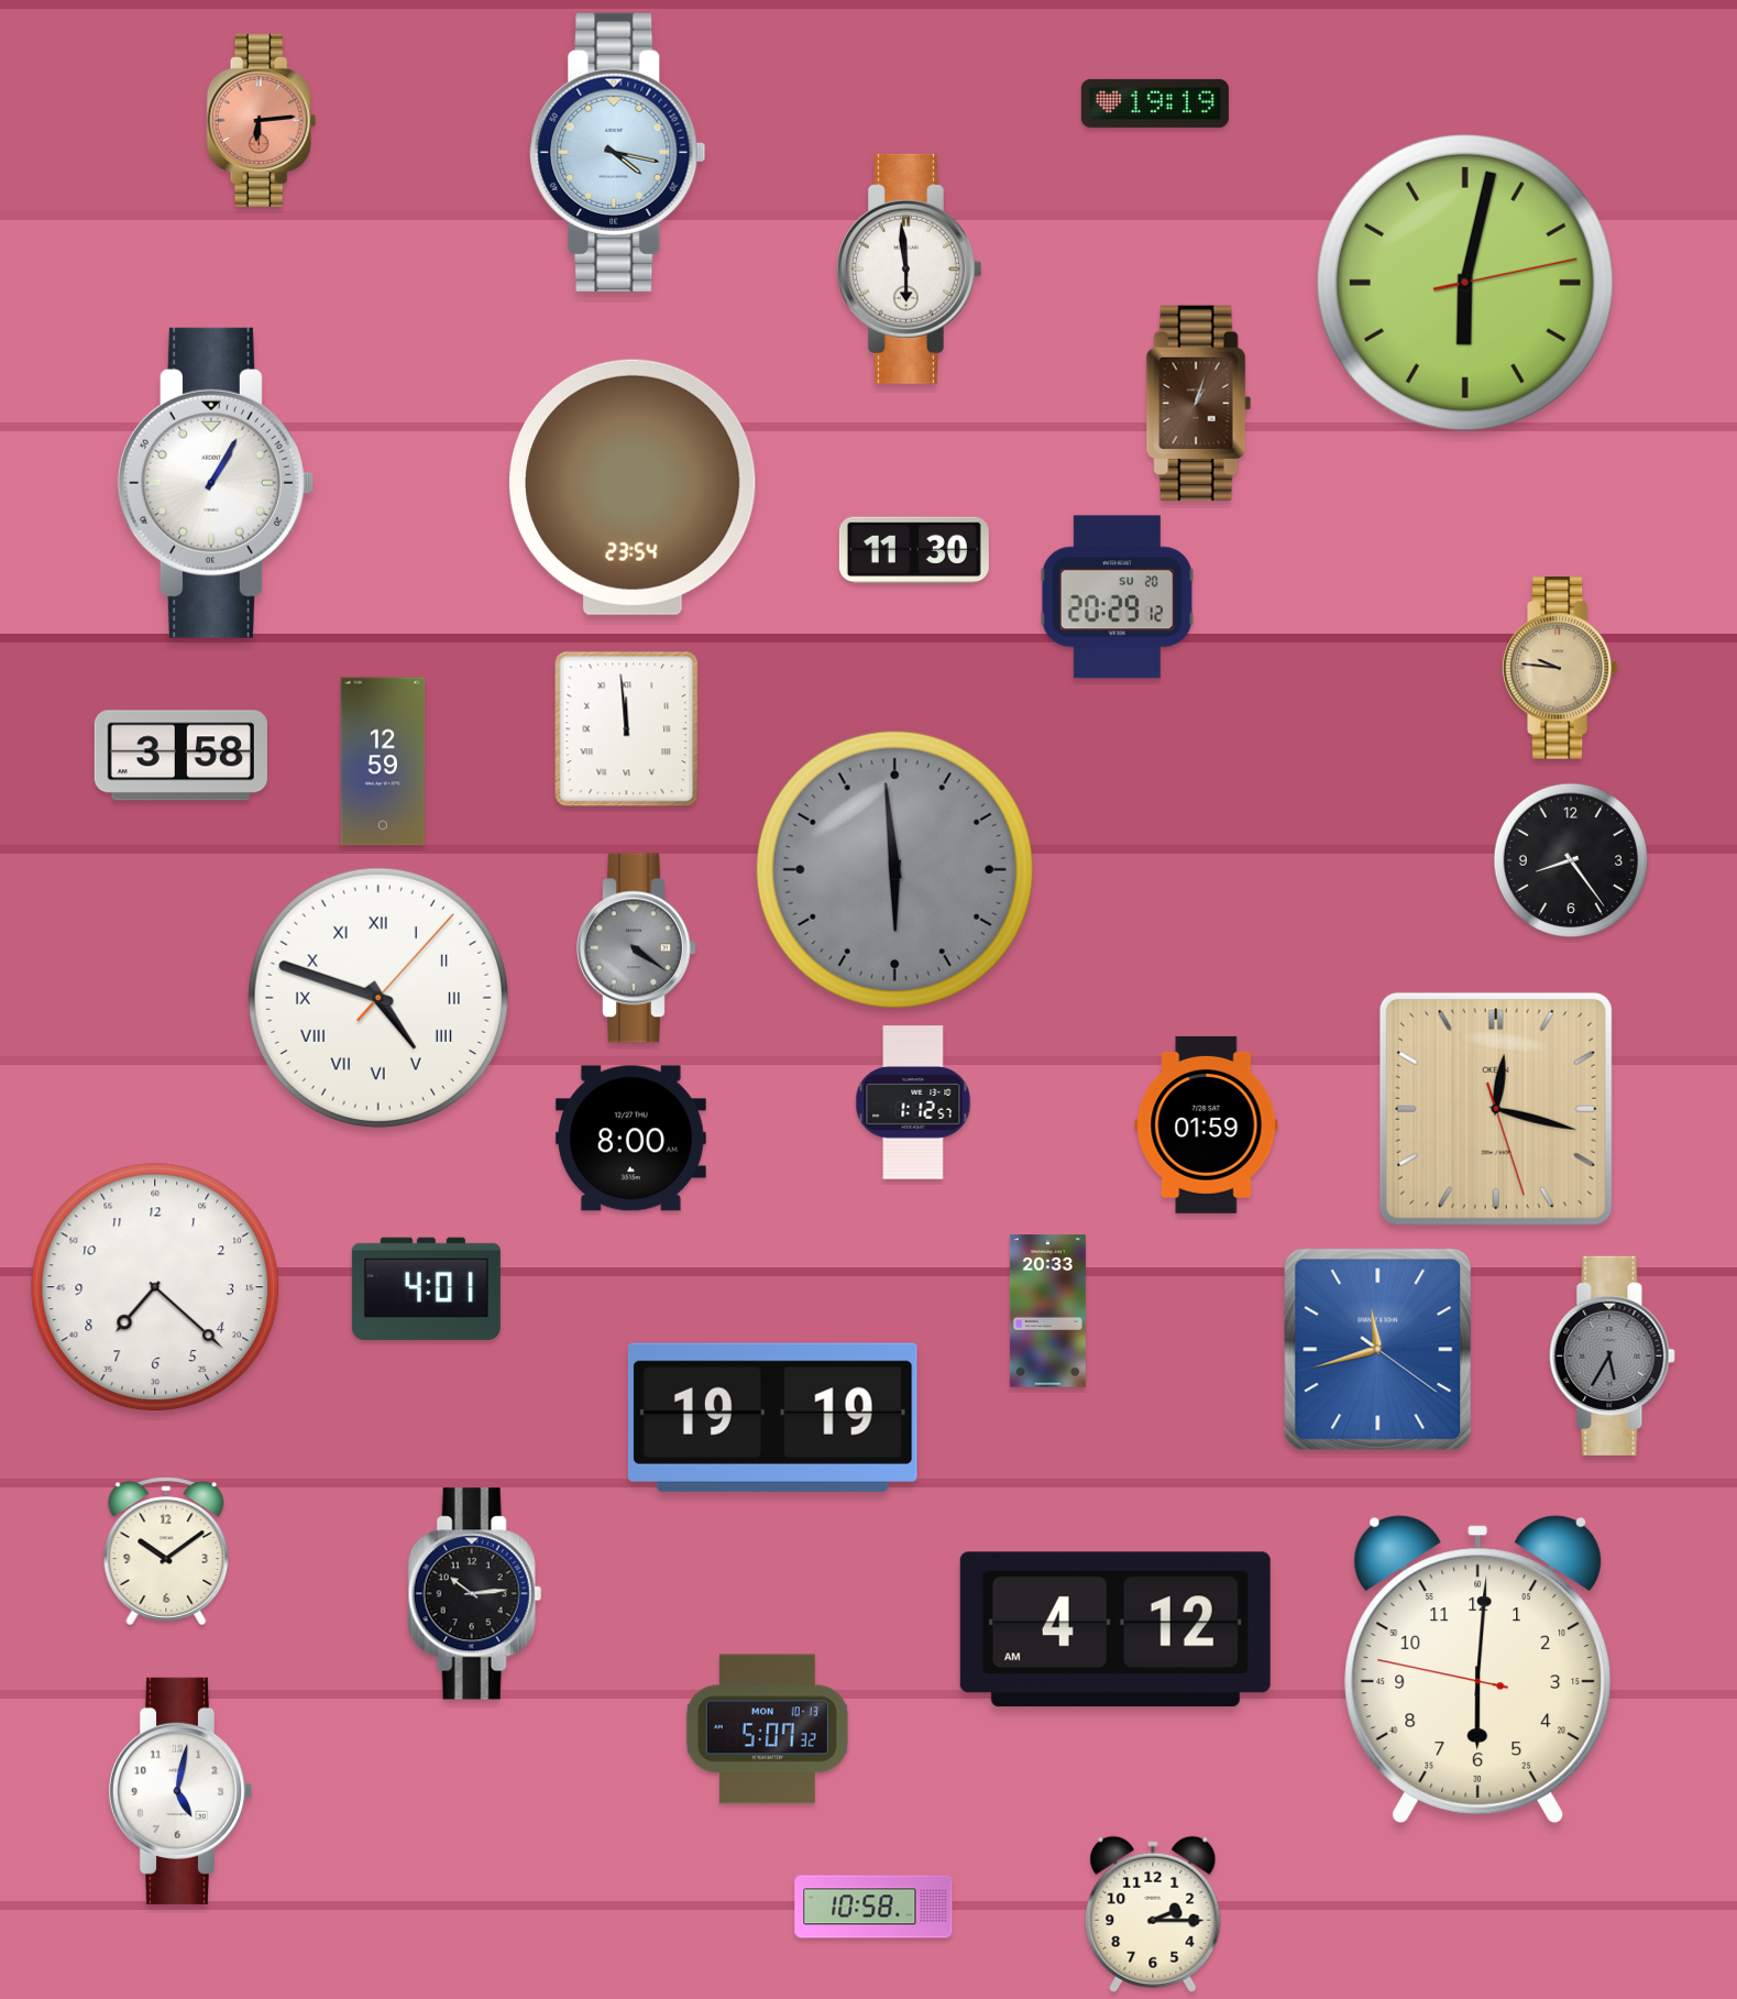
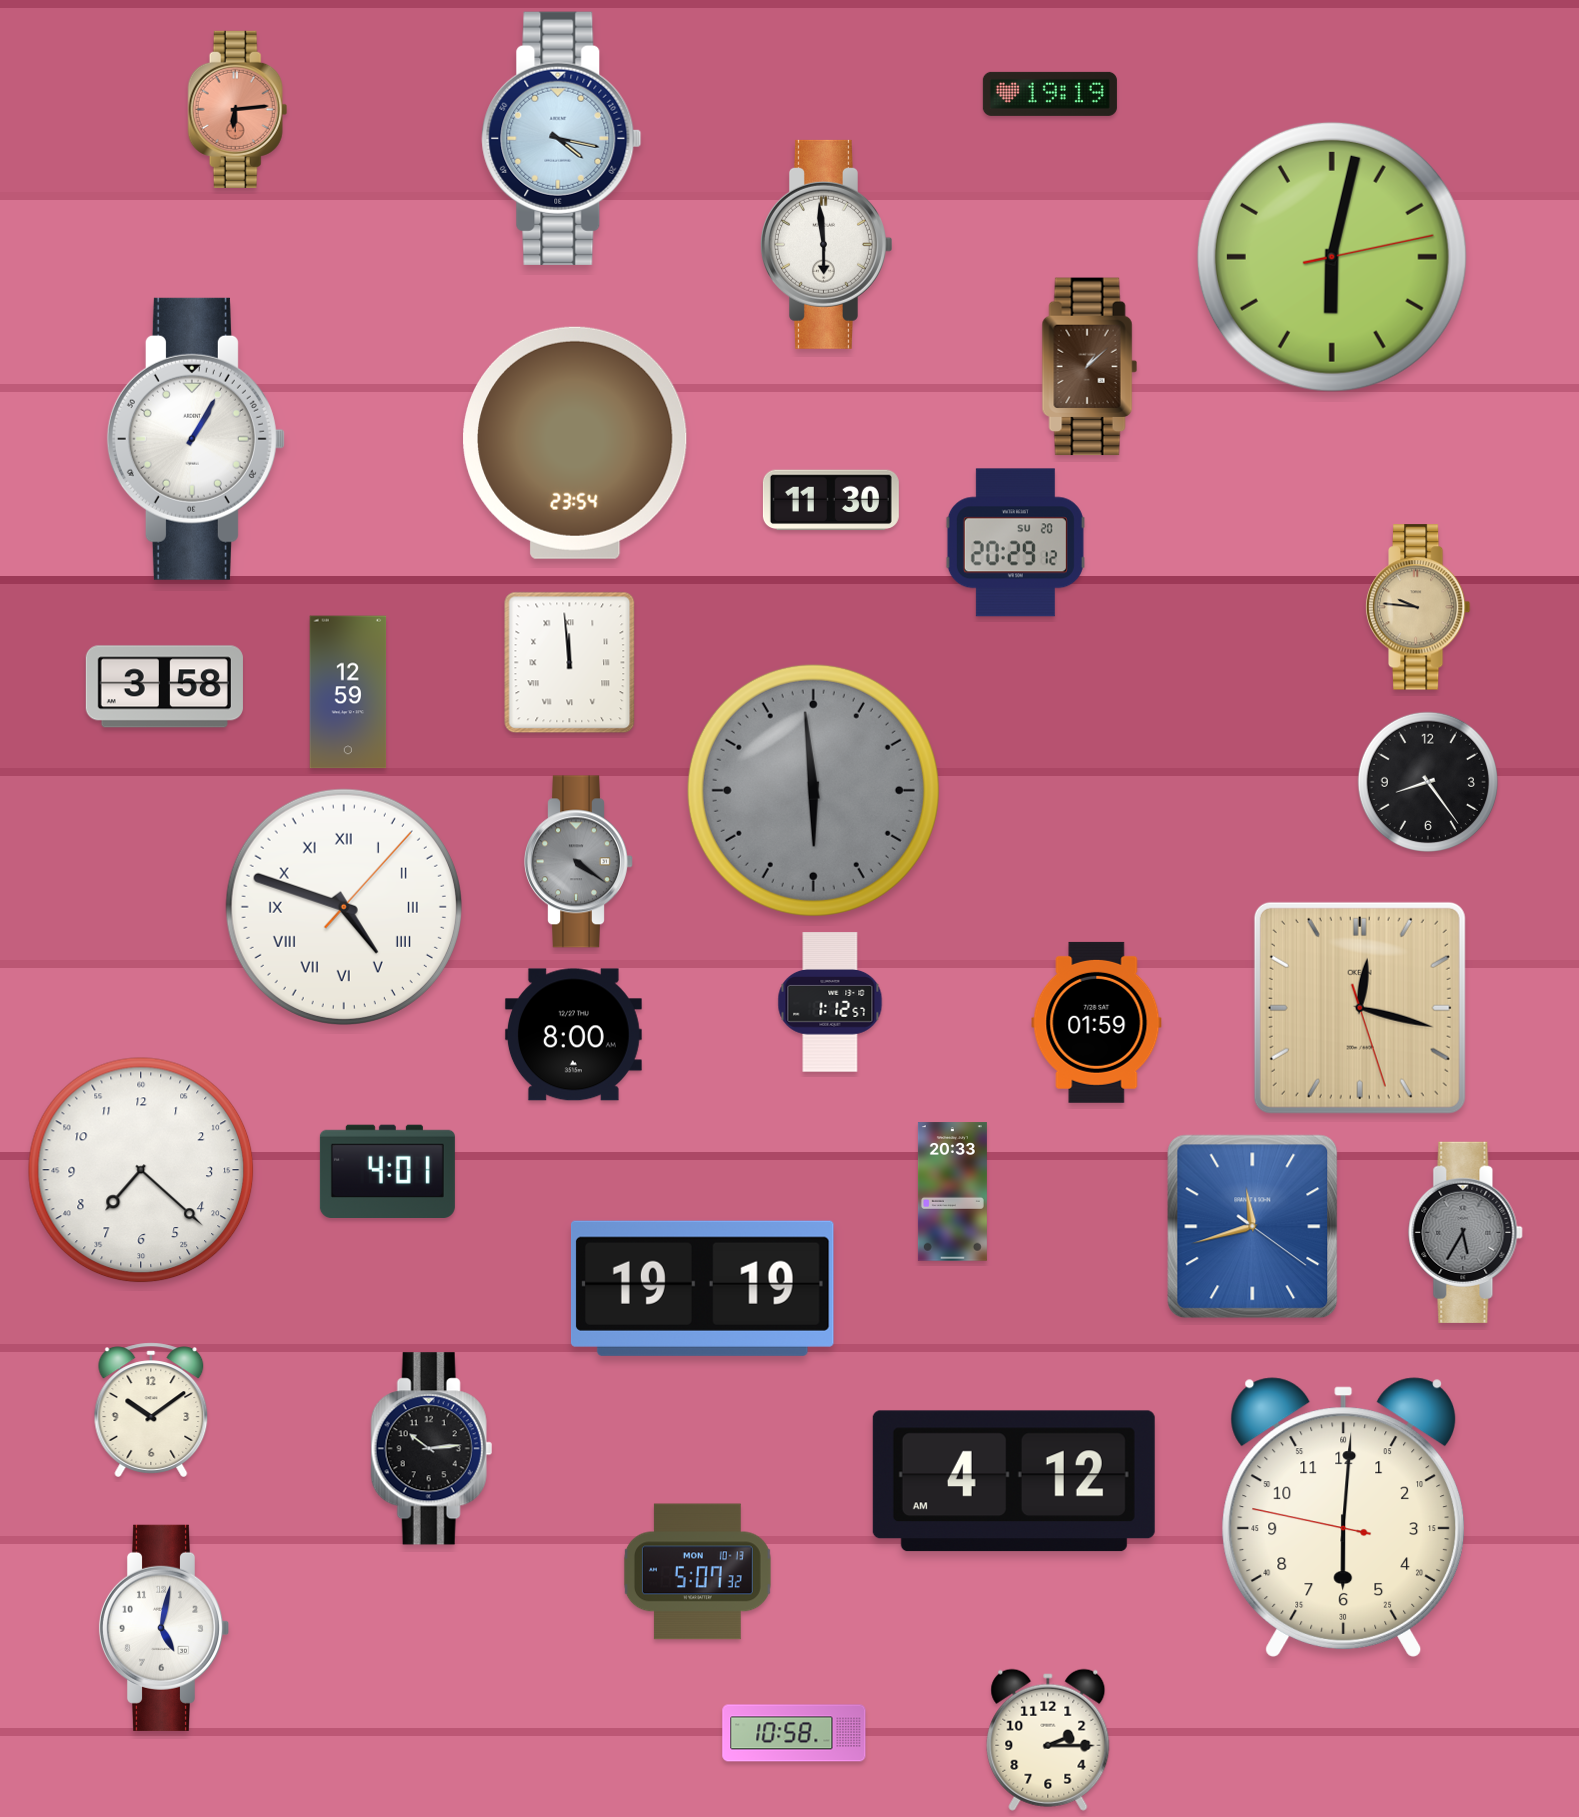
clock at (1198, 404): 1:03 -> 1:08
